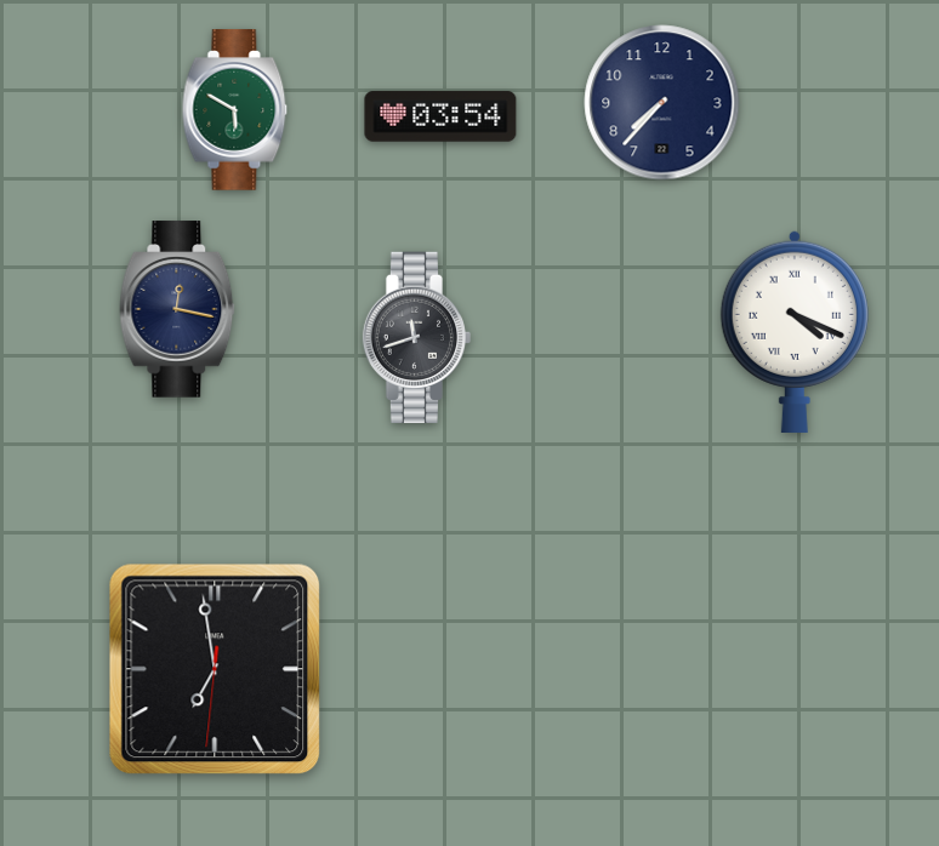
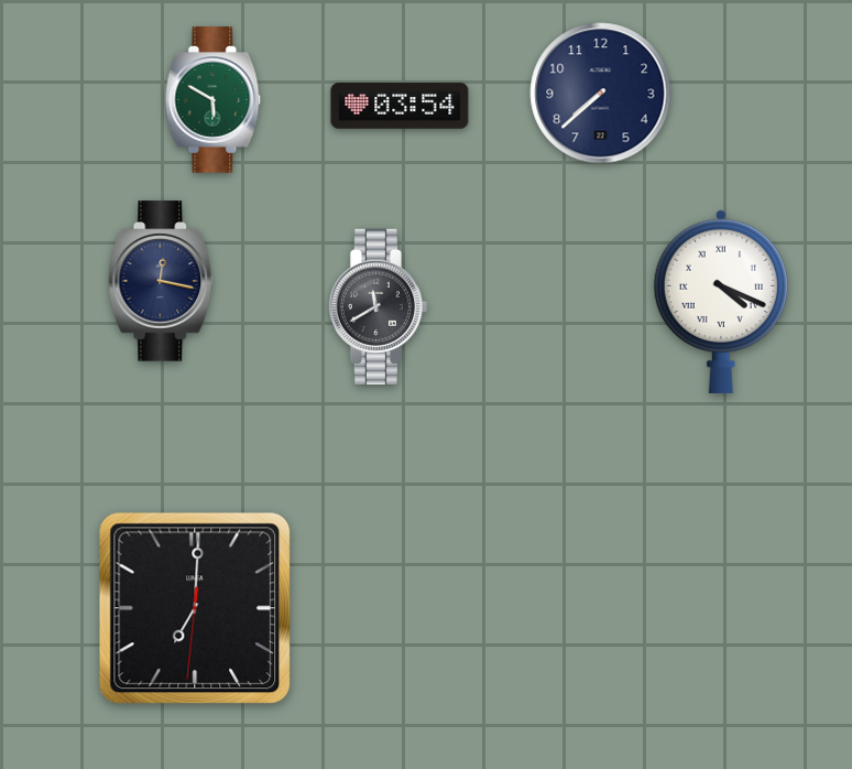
clock at (662, 103): 7:37 -> 7:38
clock at (417, 337): 11:42 -> 11:40
clock at (215, 669): 6:58 -> 7:00
